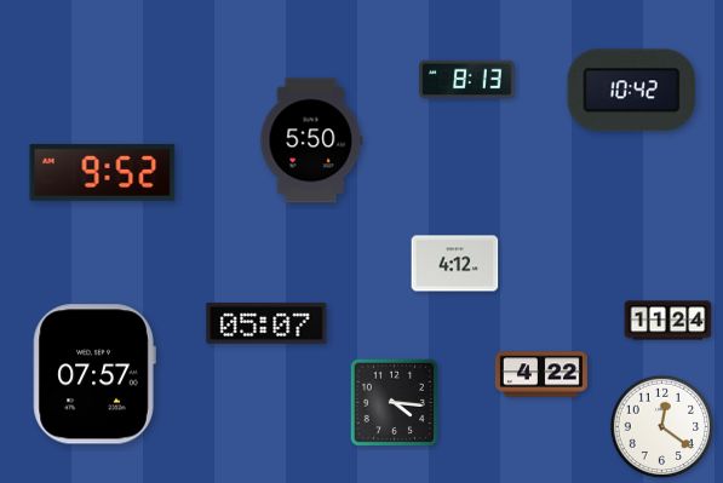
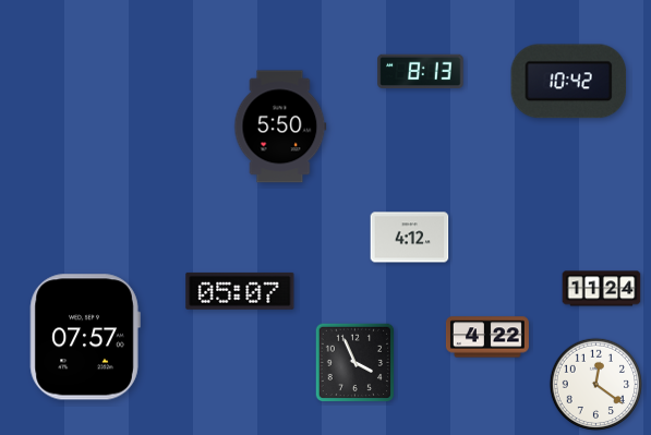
clock at (103, 172): 9:52 -> none
clock at (395, 403): 4:16 -> 3:56
